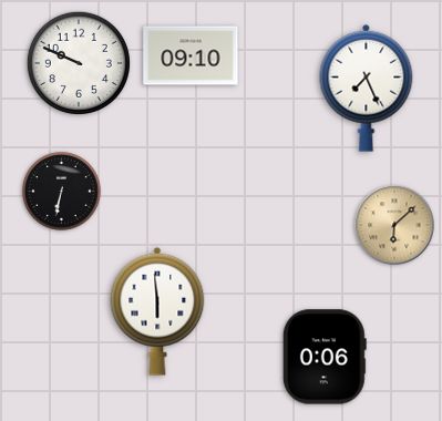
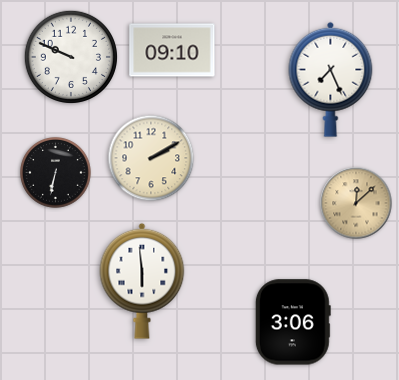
clock at (151, 158): none -> 2:10
clock at (394, 225): 6:08 -> 12:08
clock at (325, 357): 0:06 -> 3:06
